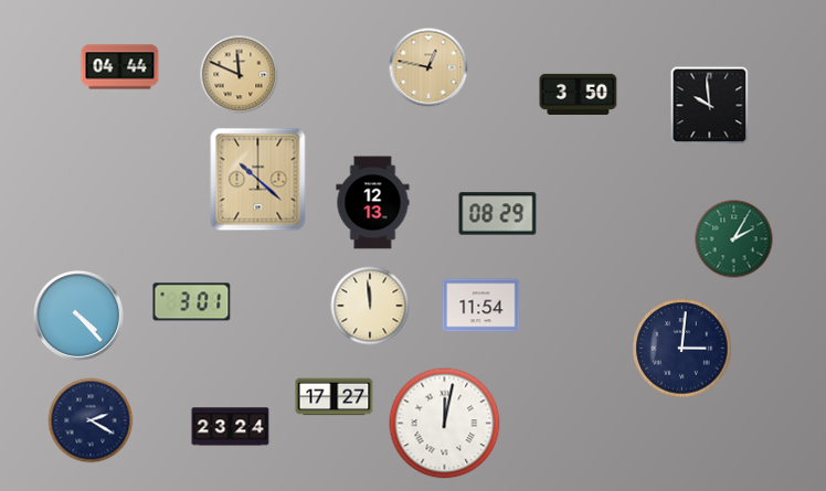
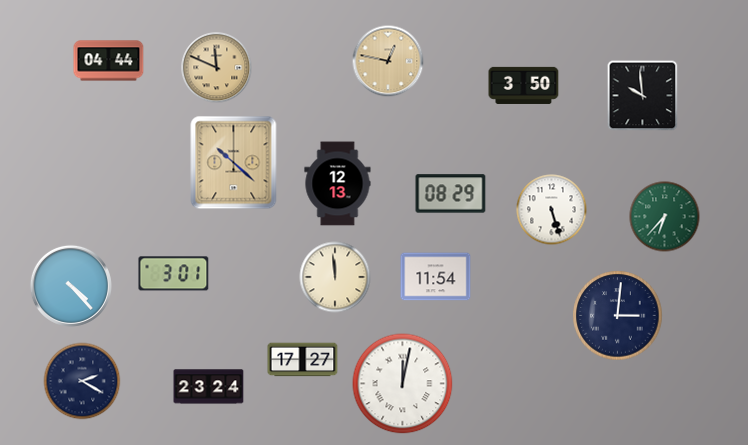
clock at (552, 210): none -> 5:27
clock at (734, 239): 2:05 -> 6:37
